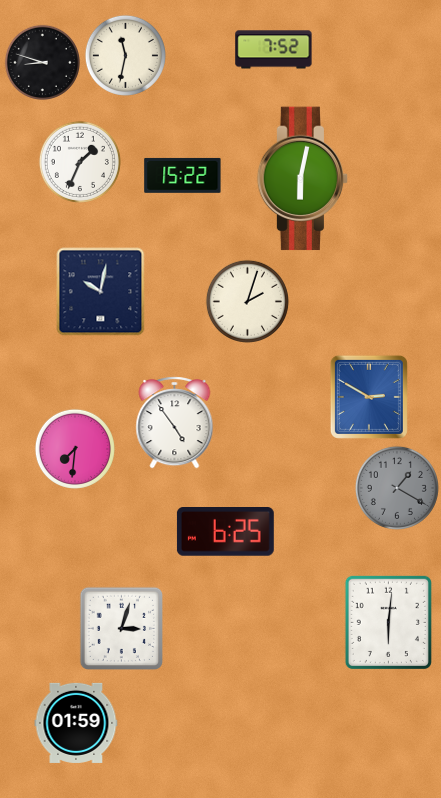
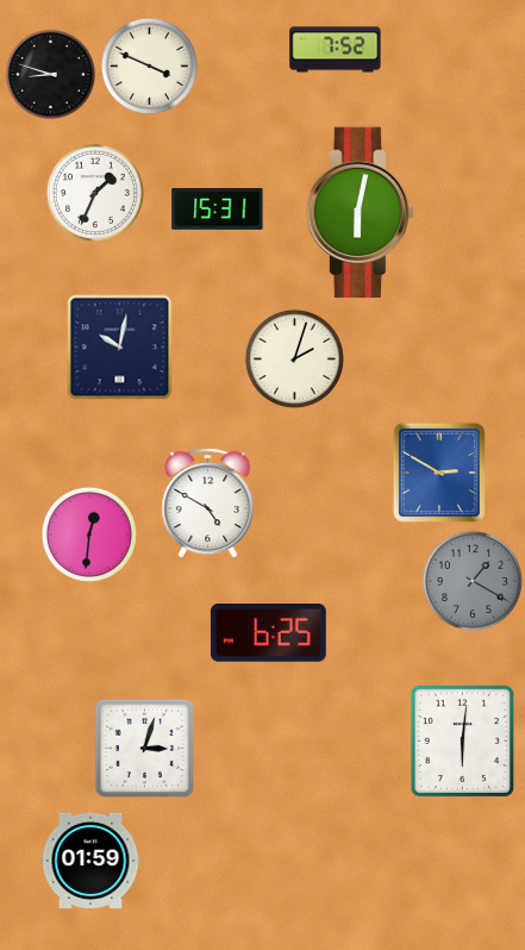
clock at (274, 50) position: (274, 50) -> (336, 50)
clock at (125, 55): 11:32 -> 3:49
clock at (183, 175): 15:22 -> 15:31
clock at (175, 423): 4:54 -> 4:50
clock at (75, 449): 7:31 -> 12:31
